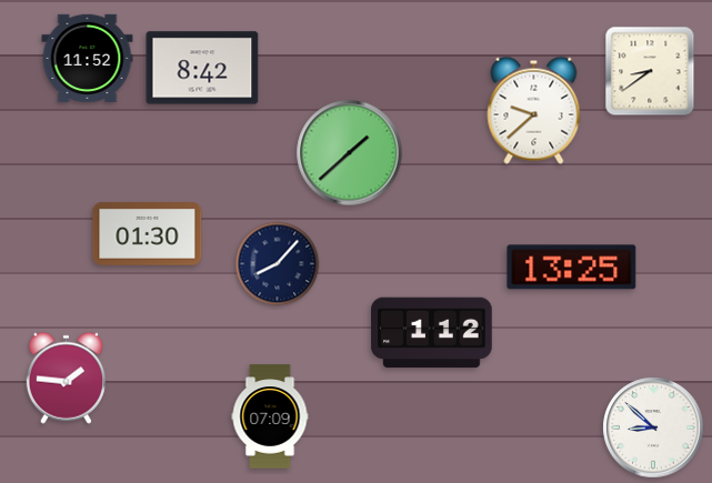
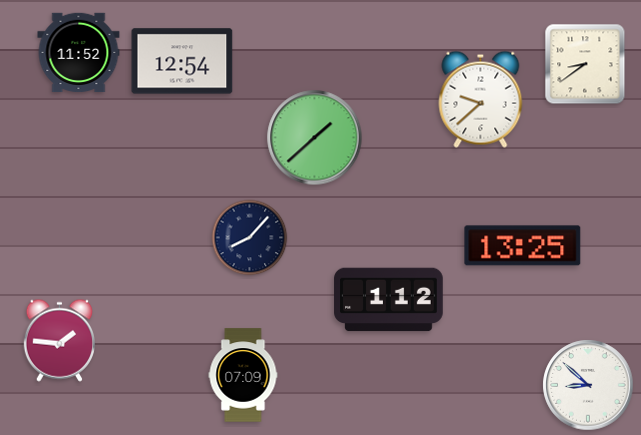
clock at (202, 68): 8:42 -> 12:54
clock at (148, 234): 01:30 -> none
clock at (572, 268) position: (572, 268) -> (523, 246)
